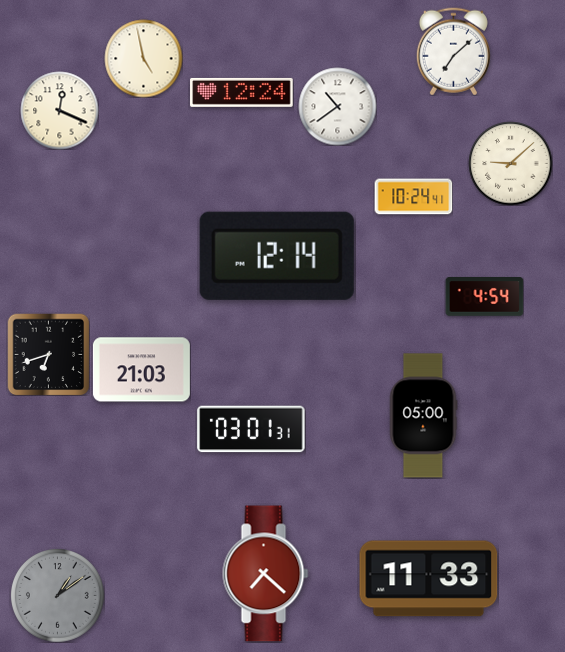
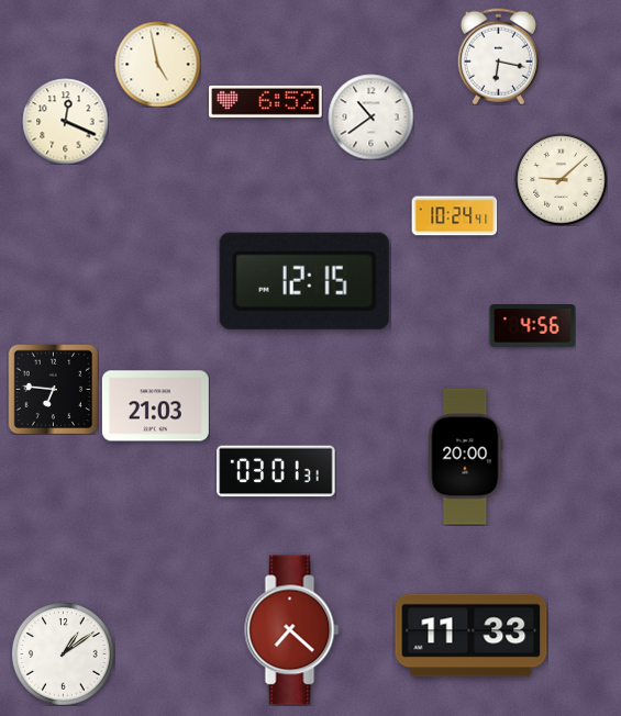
clock at (453, 51): 7:08 -> 6:17
clock at (242, 92): 12:24 -> 6:52
clock at (277, 256): 12:14 -> 12:15
clock at (484, 297): 4:54 -> 4:56
clock at (48, 354): 6:42 -> 6:46
clock at (423, 416): 05:00 -> 20:00
clock at (57, 595) dial: grey -> white
